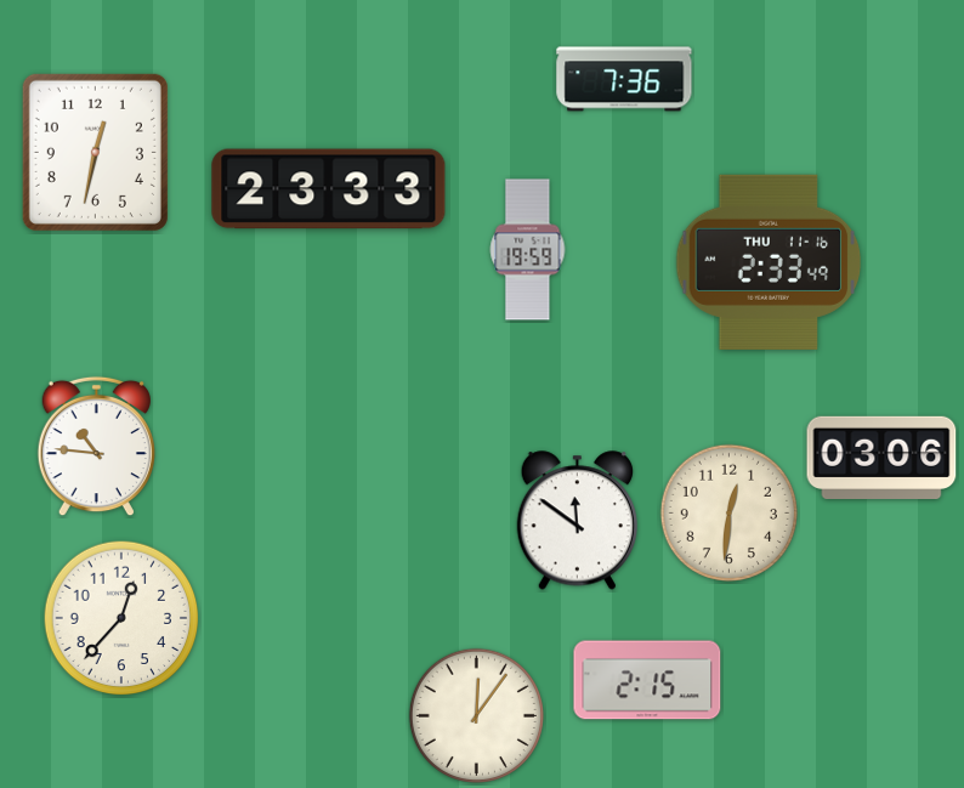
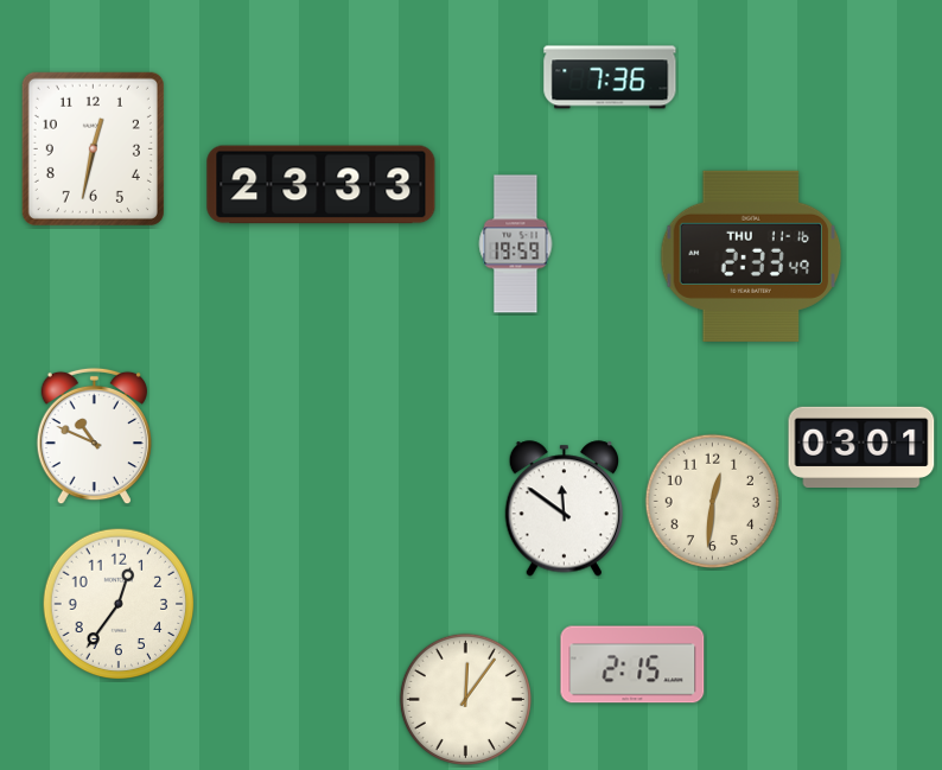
clock at (96, 447): 10:46 -> 10:49
clock at (881, 457): 03:06 -> 03:01
clock at (121, 618): 12:37 -> 12:36
